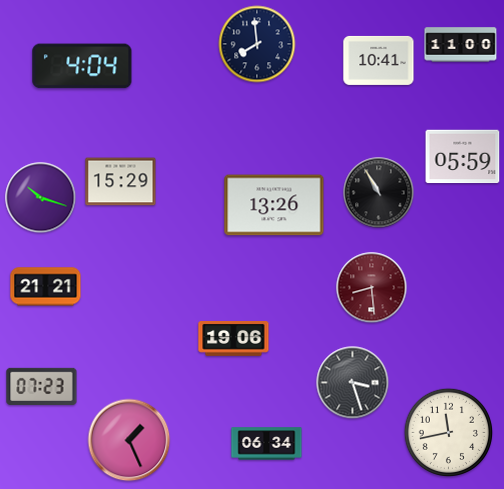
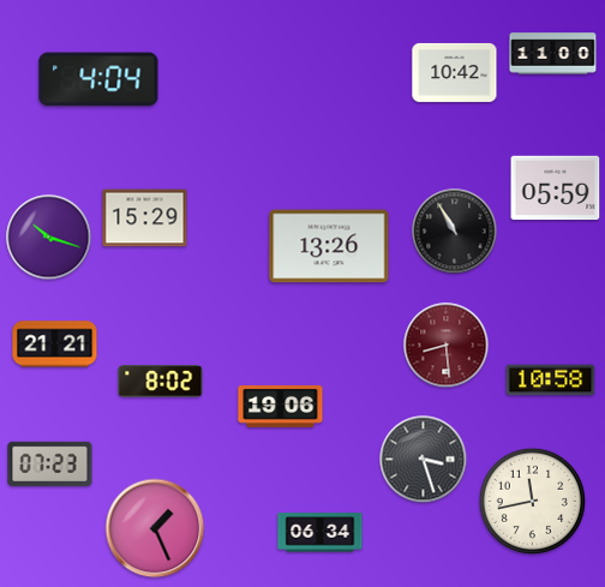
clock at (257, 44): 7:59 -> none
clock at (379, 60): 10:41 -> 10:42
clock at (551, 381): none -> 10:58
clock at (161, 382): none -> 8:02
clock at (448, 432) position: (448, 432) -> (532, 501)
